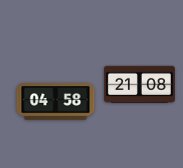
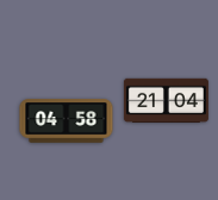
clock at (139, 84): 21:08 -> 21:04
